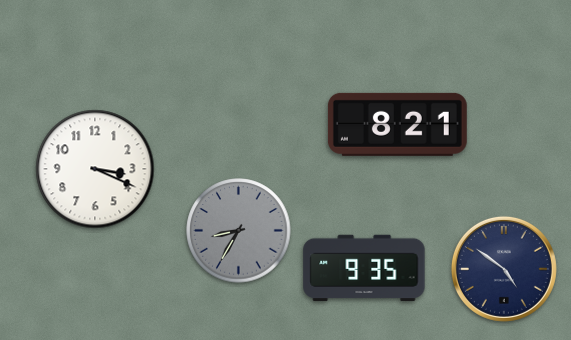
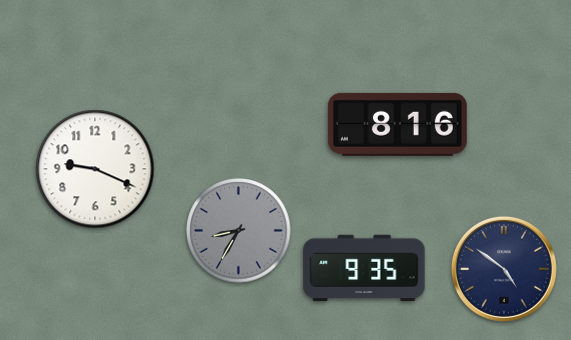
clock at (397, 124): 8:21 -> 8:16
clock at (95, 169): 3:19 -> 9:19
